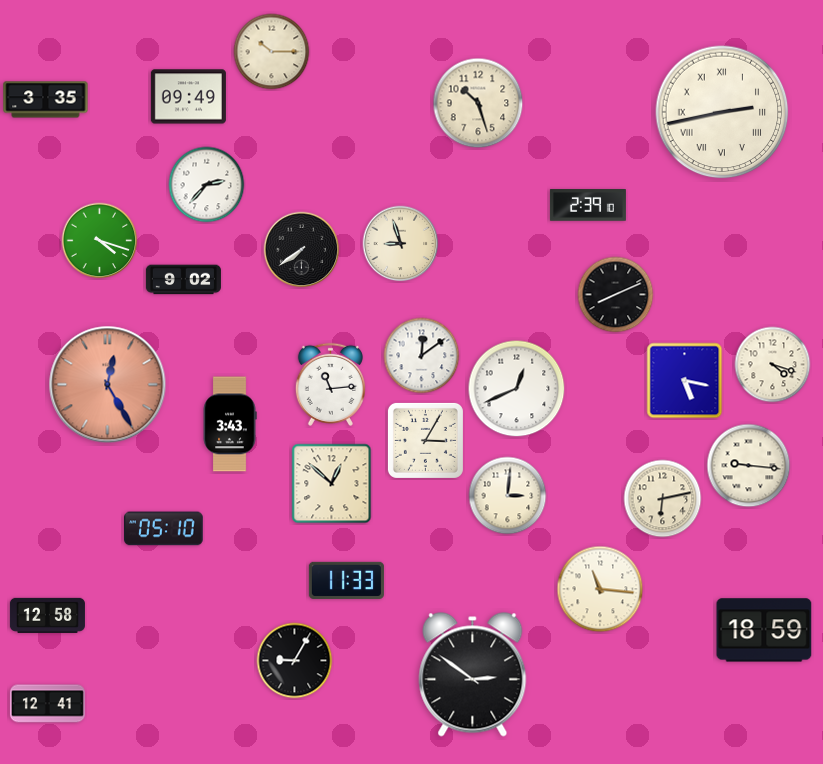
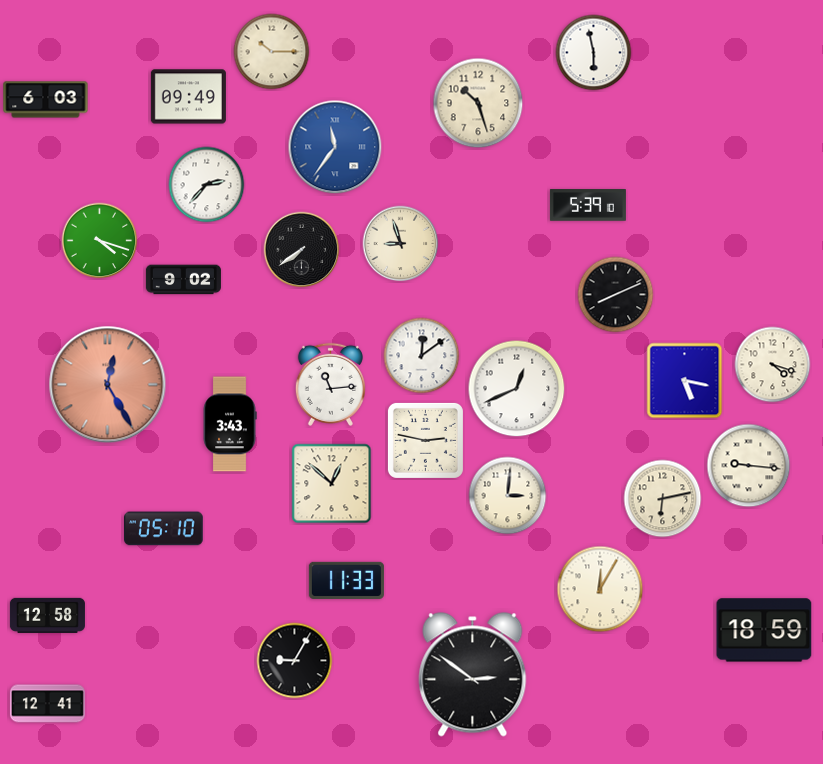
clock at (594, 53): none -> 5:58
clock at (46, 100): 3:35 -> 6:03
clock at (722, 112): 2:43 -> none
clock at (335, 147): none -> 11:36
clock at (588, 205): 2:39 -> 5:39
clock at (425, 440): 3:05 -> 2:47
clock at (600, 589): 11:16 -> 12:05
